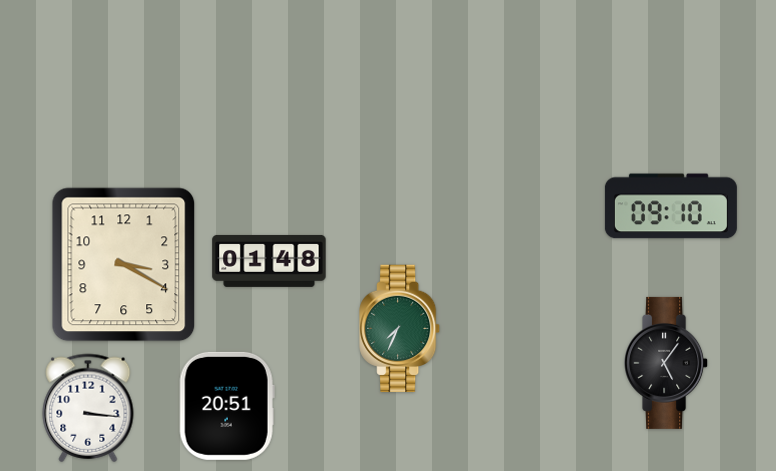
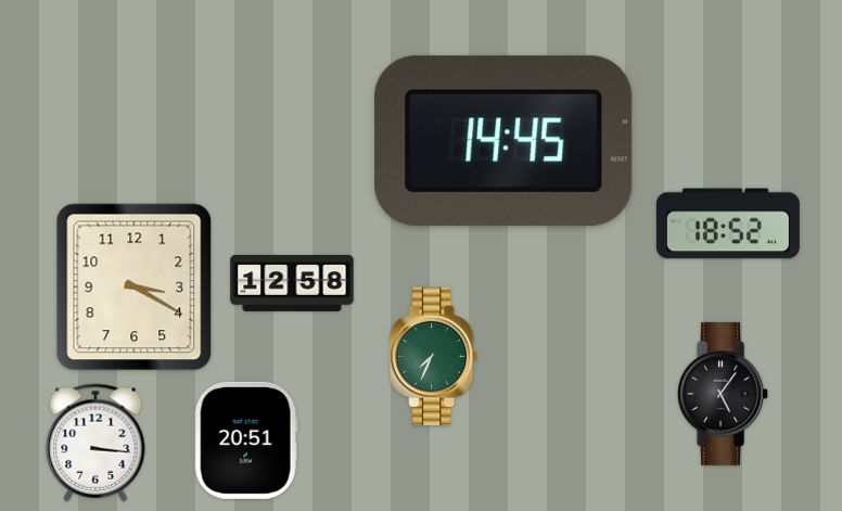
clock at (503, 141): none -> 14:45
clock at (671, 206): 09:10 -> 18:52
clock at (269, 261): 01:48 -> 12:58
